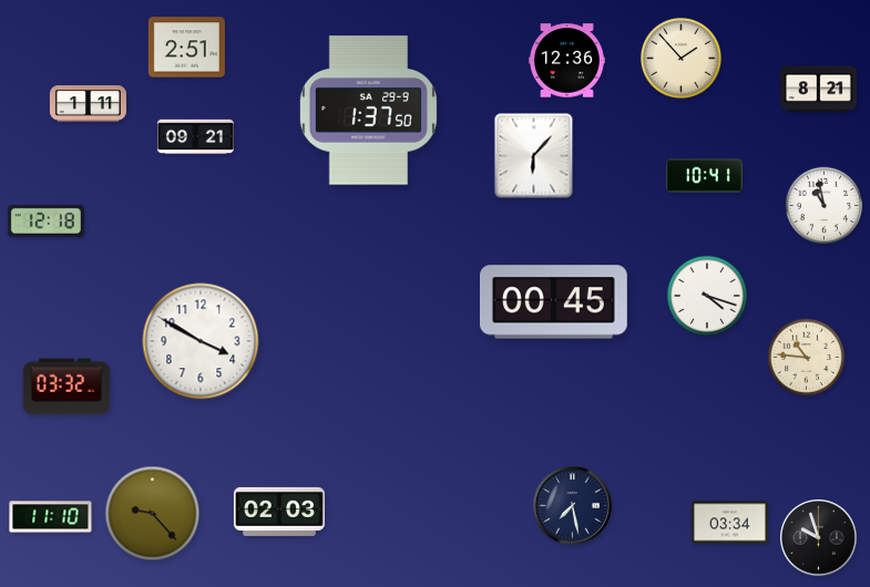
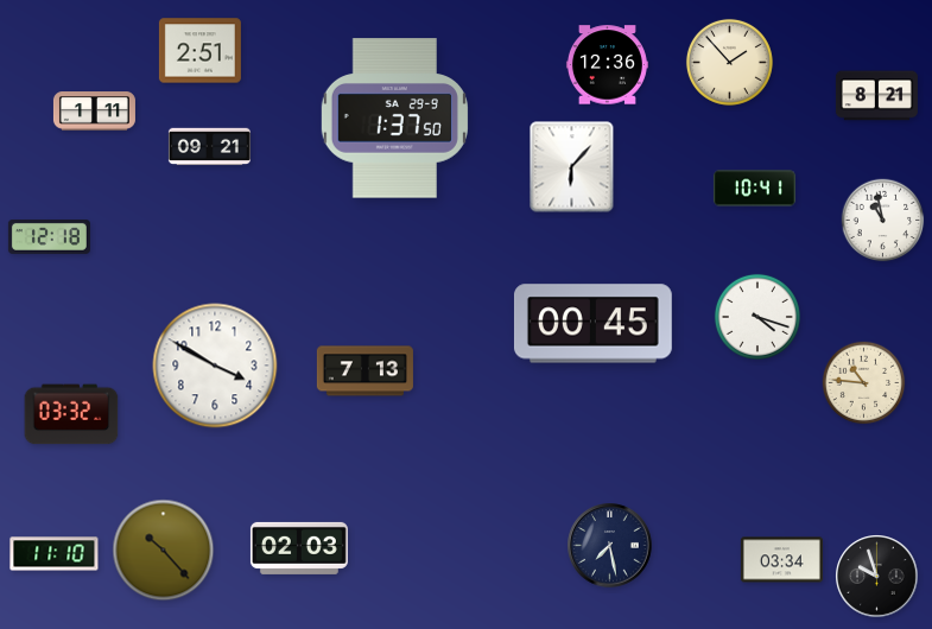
clock at (364, 371): none -> 7:13
clock at (573, 506) position: (573, 506) -> (610, 546)
clock at (153, 514): 9:23 -> 10:23
